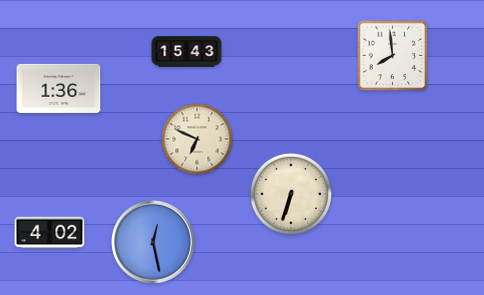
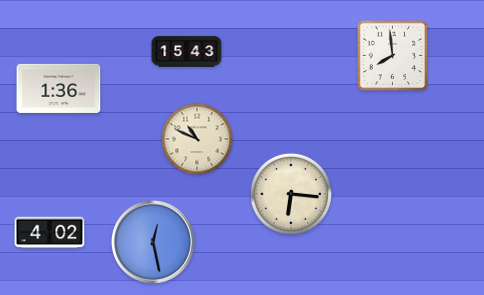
clock at (197, 139): 6:49 -> 10:49
clock at (291, 194): 6:33 -> 6:16
